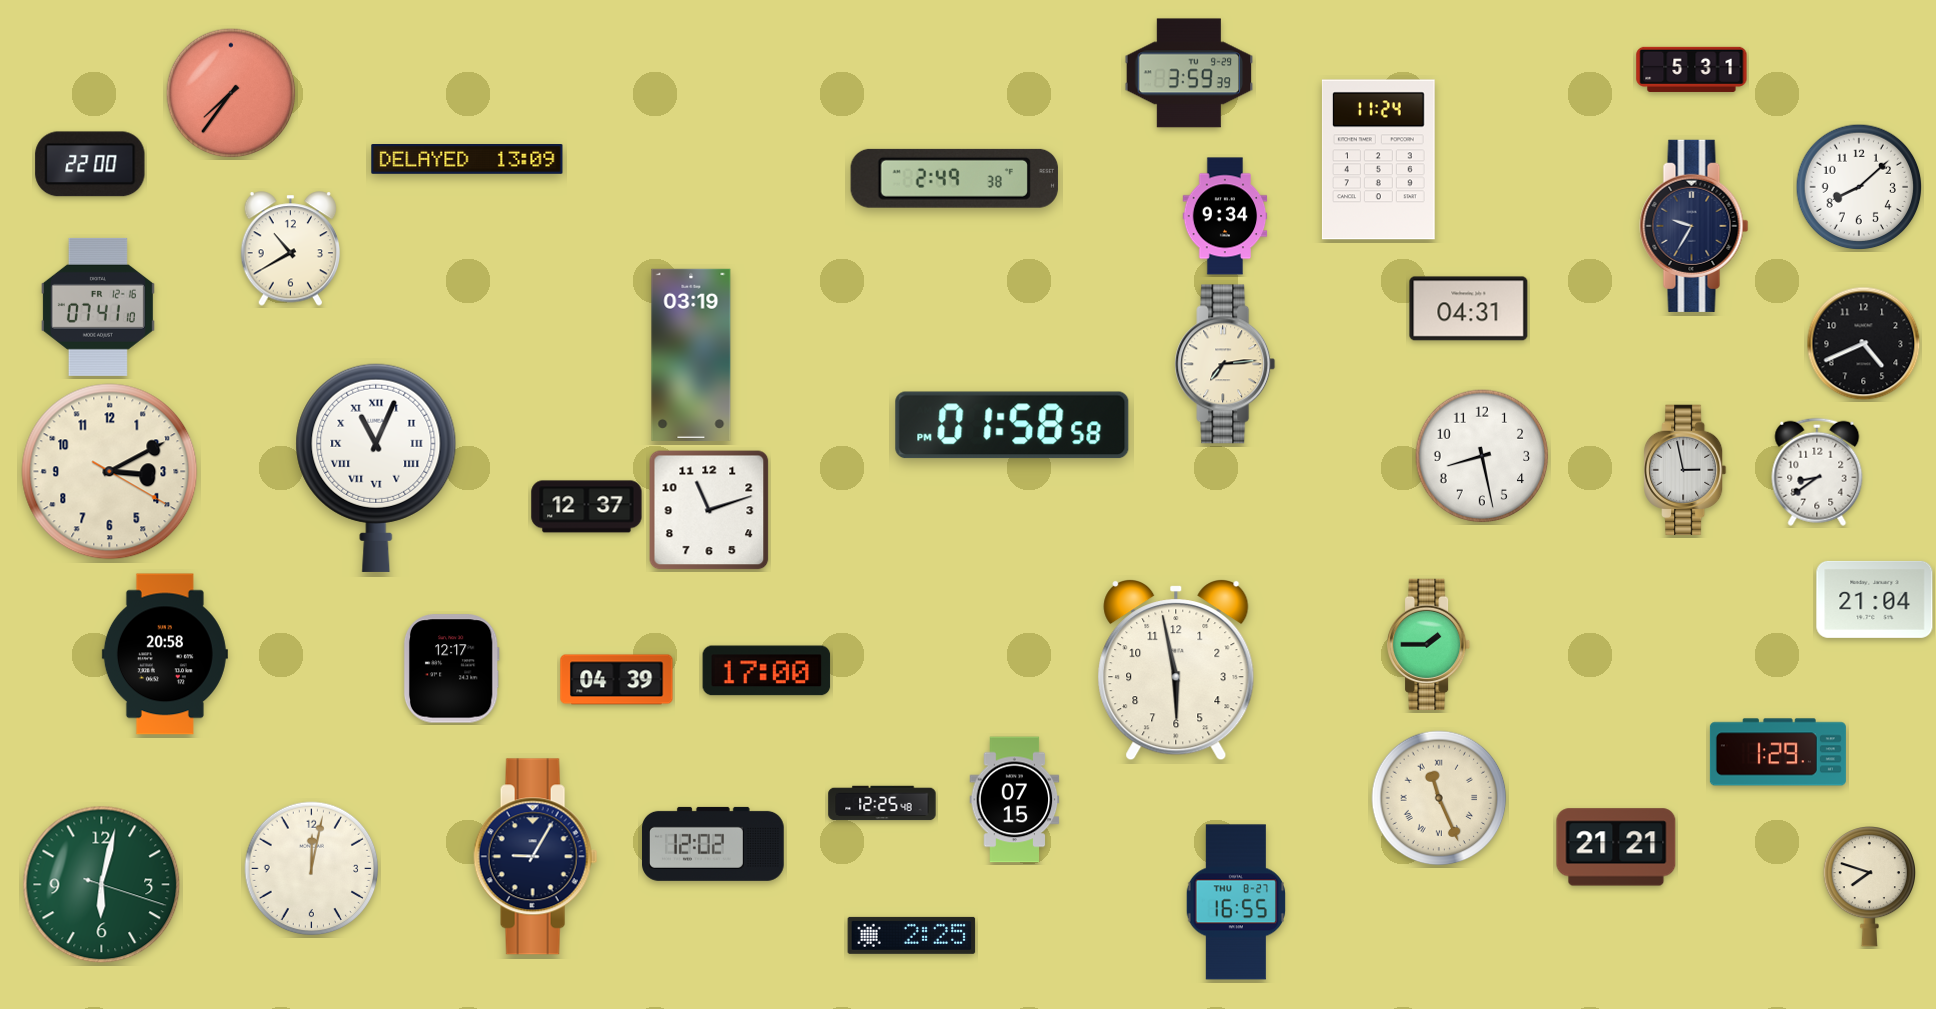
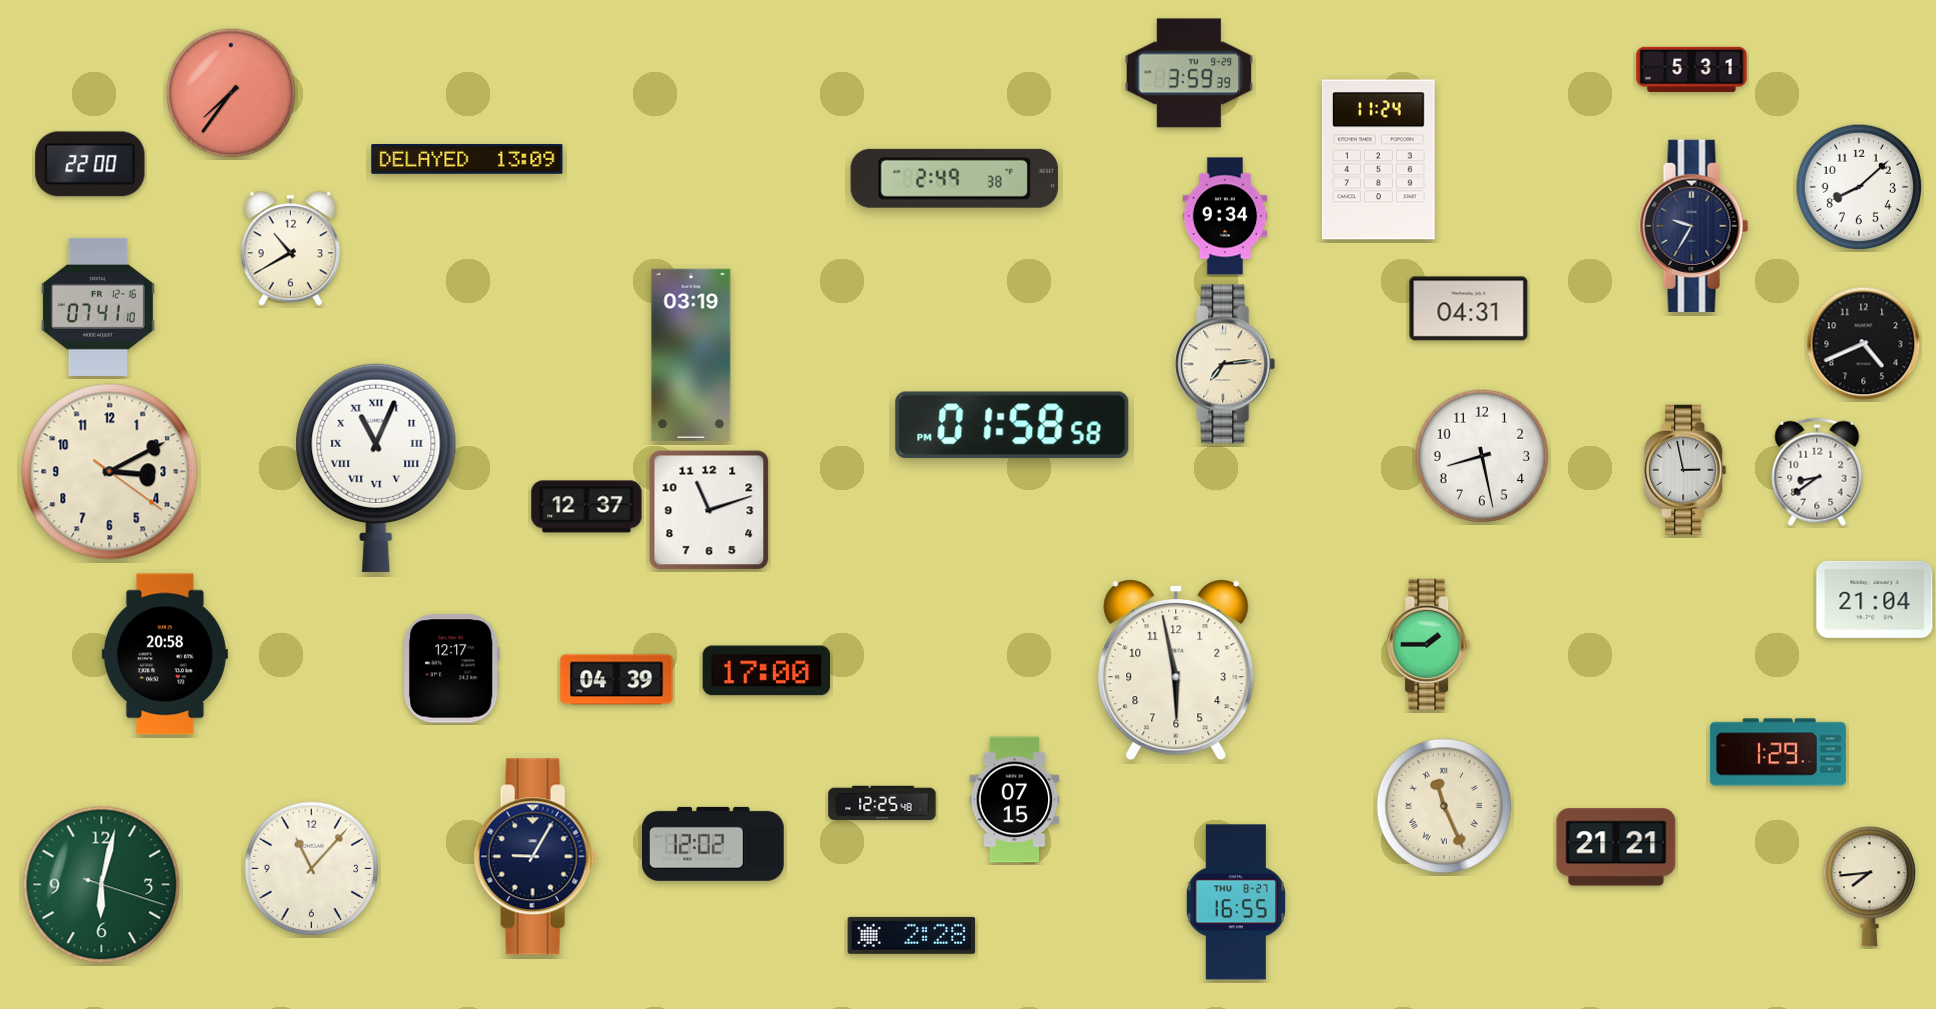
clock at (110, 472): 3:10:20 -> 3:10:21
clock at (1439, 798) position: (1439, 798) -> (1444, 806)
clock at (312, 869): 12:02 -> 11:07
clock at (1869, 887): 7:48 -> 7:44
clock at (912, 935): 2:25 -> 2:28
